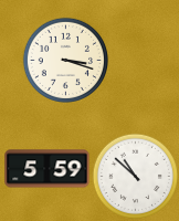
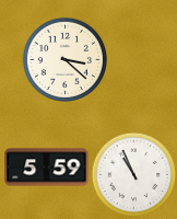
clock at (65, 60): 3:18 -> 3:22
clock at (135, 176): 10:52 -> 10:56
